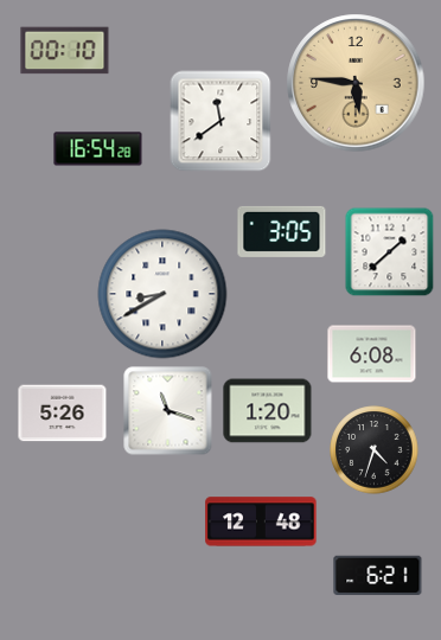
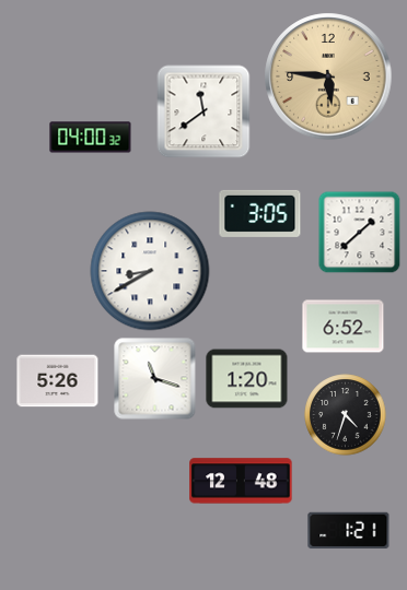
clock at (65, 51): 00:10 -> none
clock at (98, 149): 16:54 -> 04:00
clock at (372, 354): 6:08 -> 6:52
clock at (378, 576): 6:21 -> 1:21
